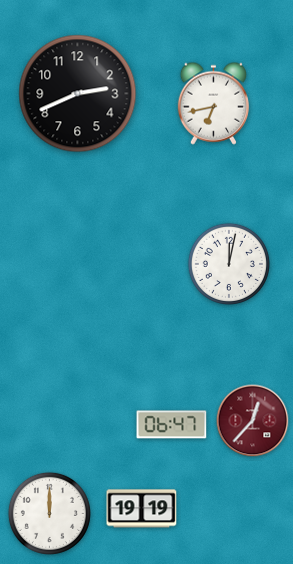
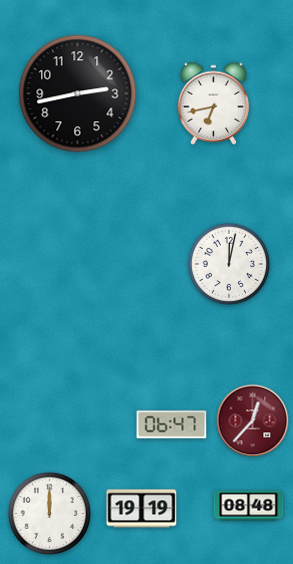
clock at (78, 94): 2:41 -> 2:43
clock at (249, 506): none -> 08:48
